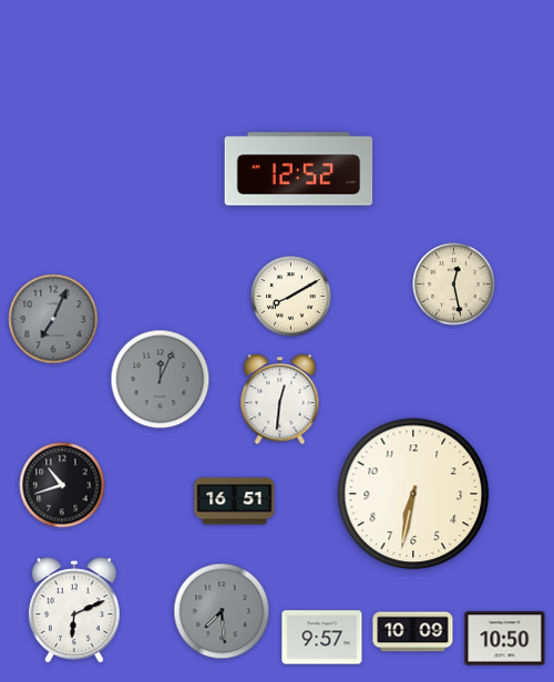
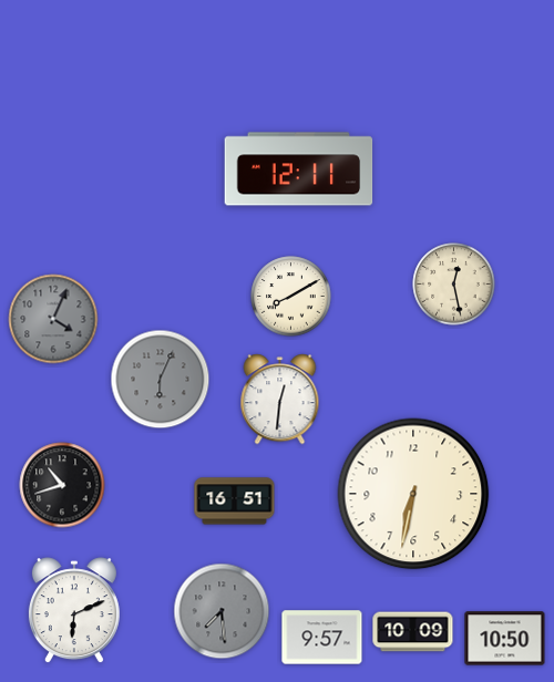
clock at (299, 169): 12:52 -> 12:11
clock at (53, 319): 7:04 -> 4:04
clock at (161, 380): 12:04 -> 6:04
